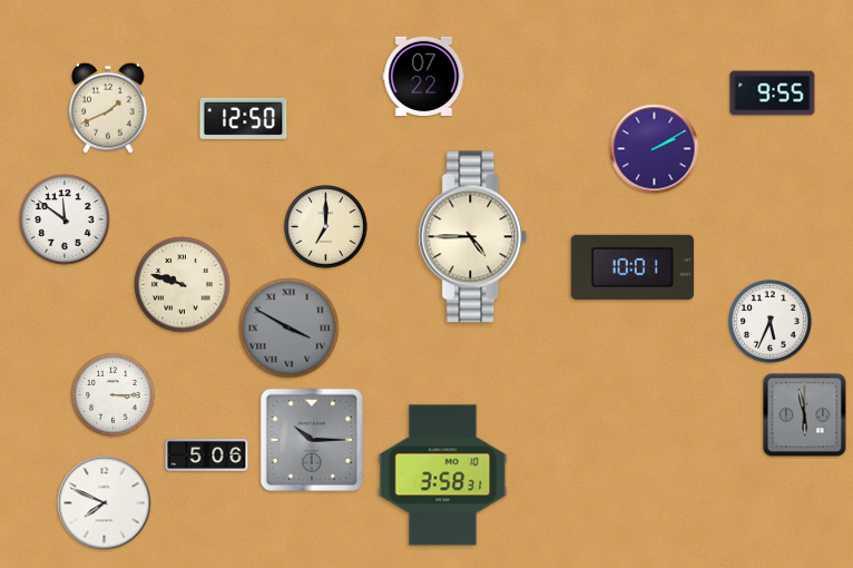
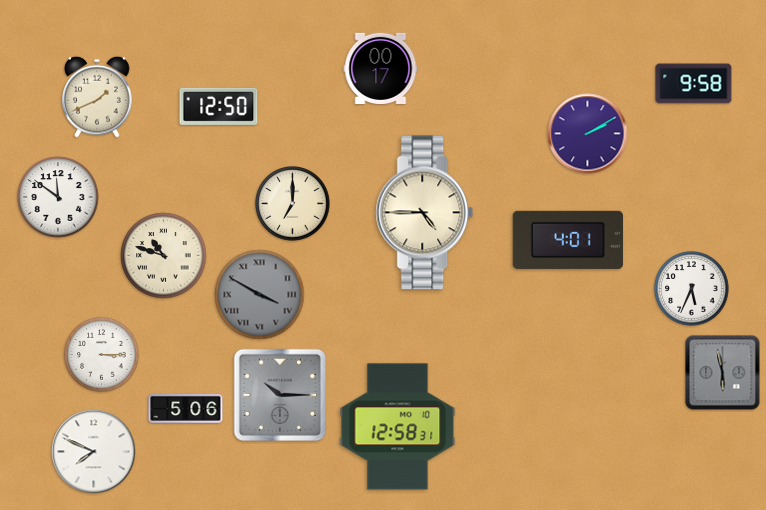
clock at (424, 76): 07:22 -> 00:17
clock at (773, 94): 9:55 -> 9:58
clock at (633, 267): 10:01 -> 4:01
clock at (183, 285): 9:48 -> 10:48
clock at (443, 476): 3:58 -> 12:58
